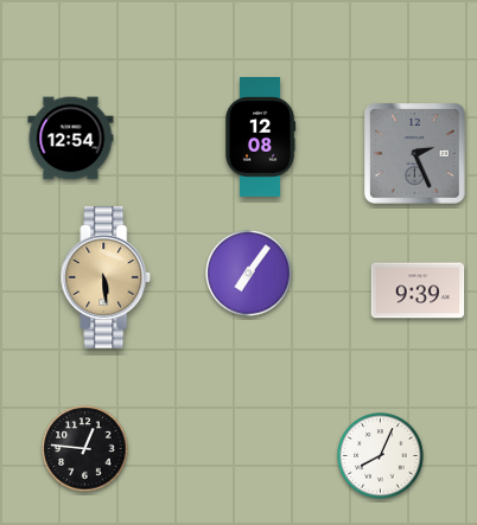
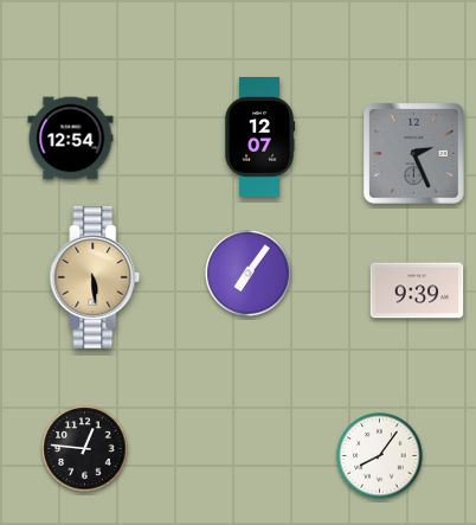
clock at (260, 137): 12:08 -> 12:07
clock at (106, 278) position: (106, 278) -> (95, 278)
clock at (381, 456): 8:04 -> 8:06
